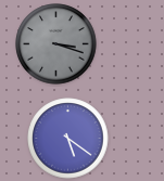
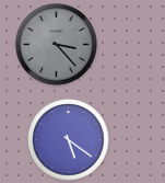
clock at (56, 44): 3:18 -> 3:23
